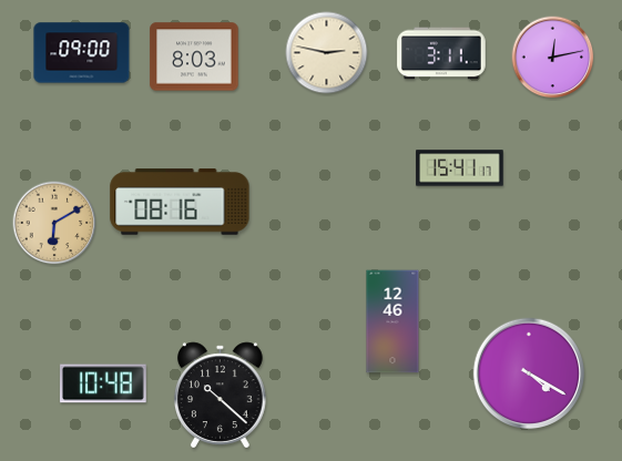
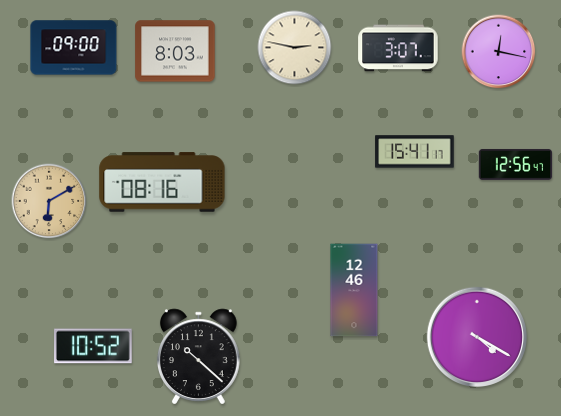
clock at (441, 53): 3:11 -> 3:07
clock at (553, 58): 12:13 -> 12:17
clock at (516, 164): none -> 12:56
clock at (104, 383): 10:48 -> 10:52
